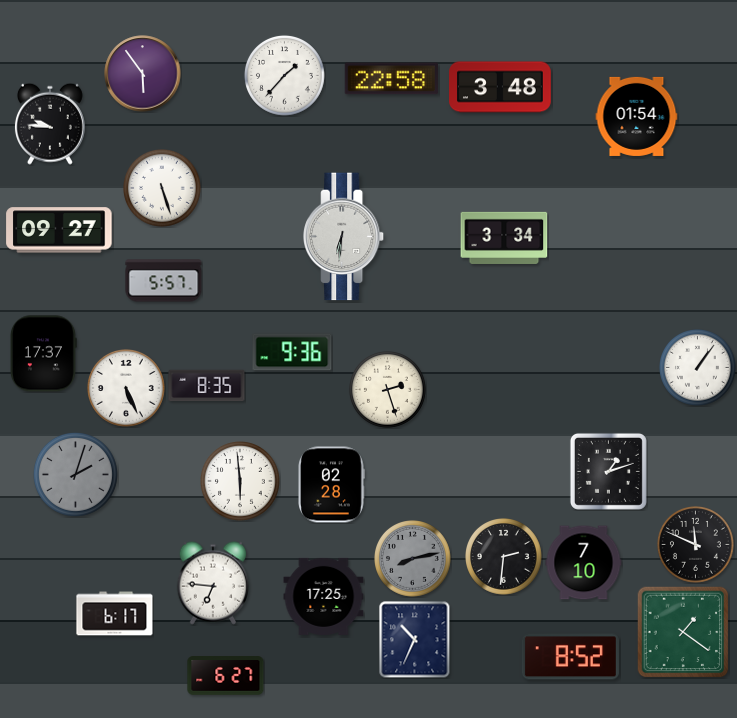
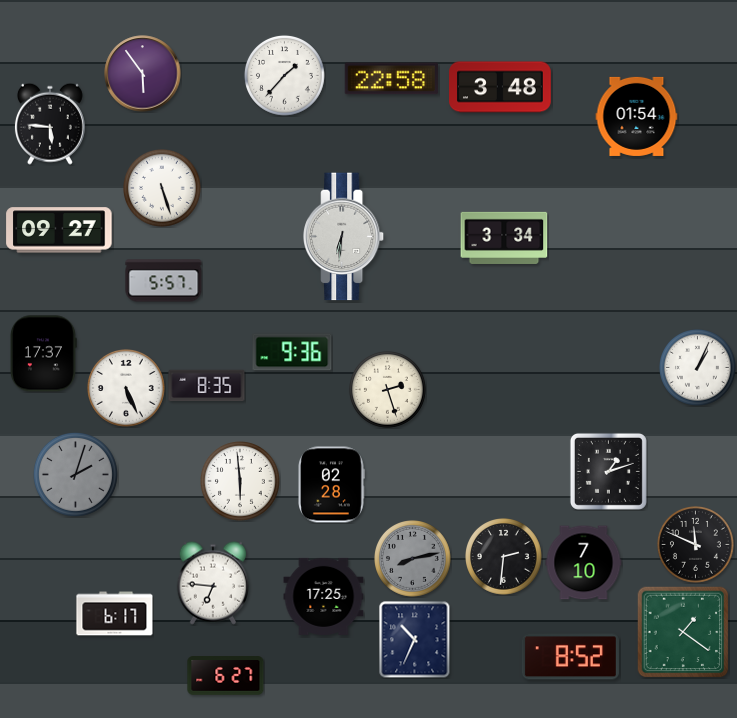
clock at (50, 124): 9:46 -> 5:46
clock at (698, 368): 1:06 -> 1:04
